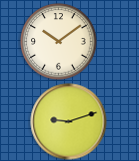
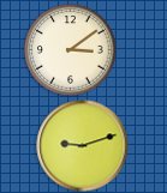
clock at (59, 42): 10:09 -> 3:09
